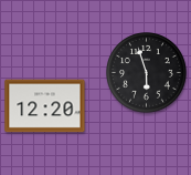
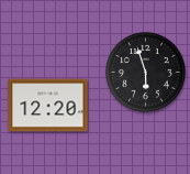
clock at (45, 106) position: (45, 106) -> (48, 106)
